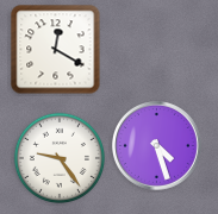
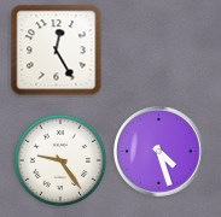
clock at (56, 50): 12:20 -> 12:25
clock at (157, 146) position: (157, 146) -> (159, 152)
